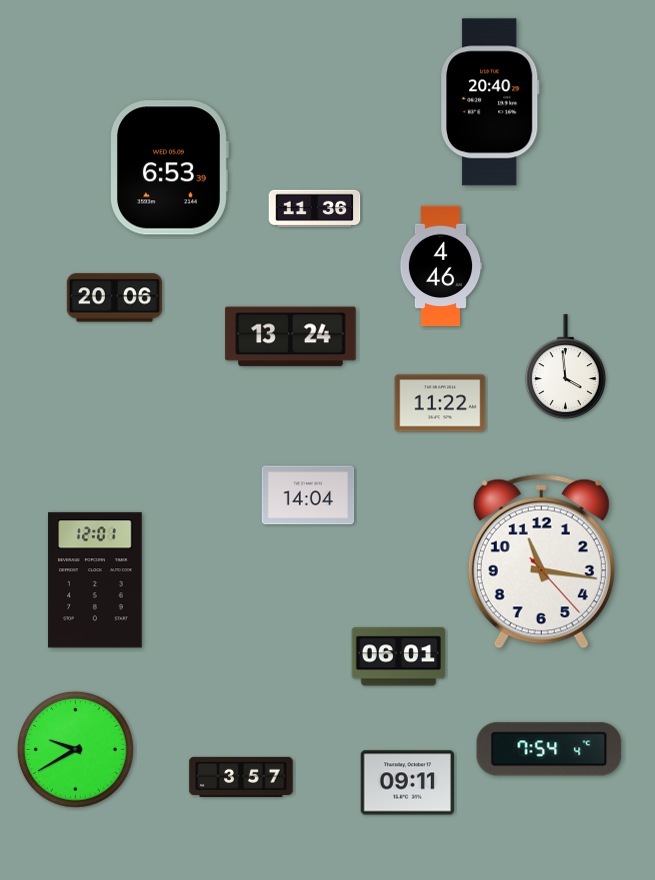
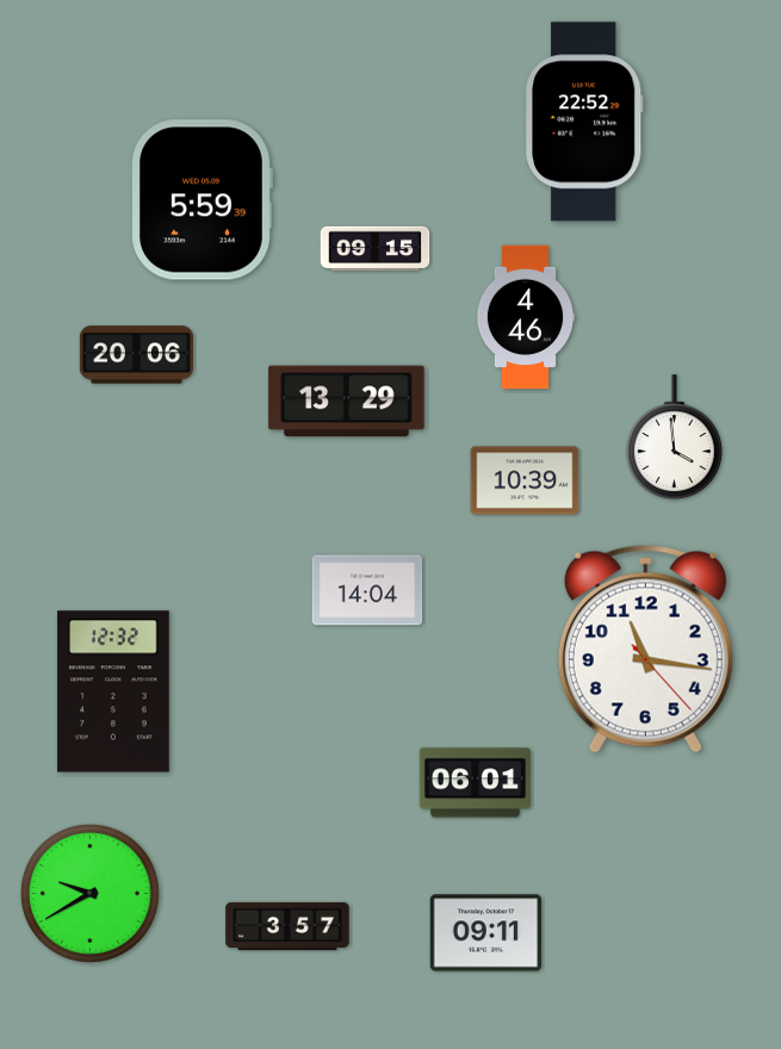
clock at (491, 102): 20:40 -> 22:52
clock at (169, 168): 6:53 -> 5:59
clock at (315, 209): 11:36 -> 09:15
clock at (291, 337): 13:24 -> 13:29
clock at (440, 403): 11:22 -> 10:39
clock at (541, 562) position: (541, 562) -> (645, 650)
clock at (95, 580): 12:01 -> 12:32
clock at (549, 749): 7:54 -> none
